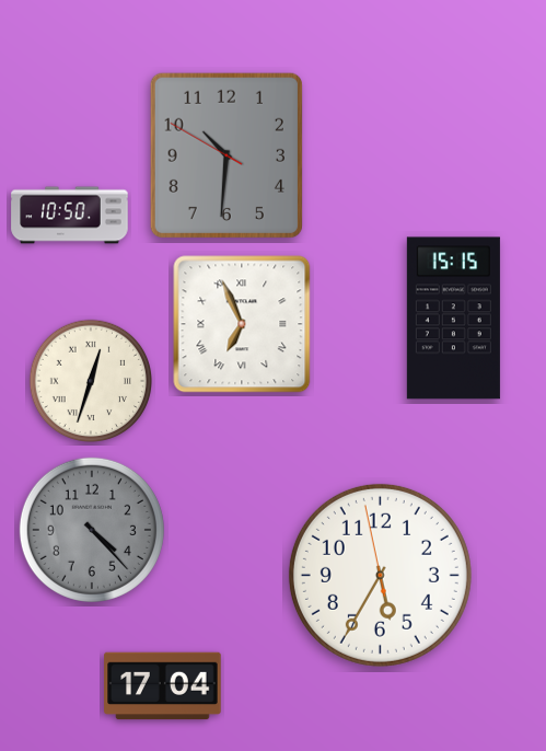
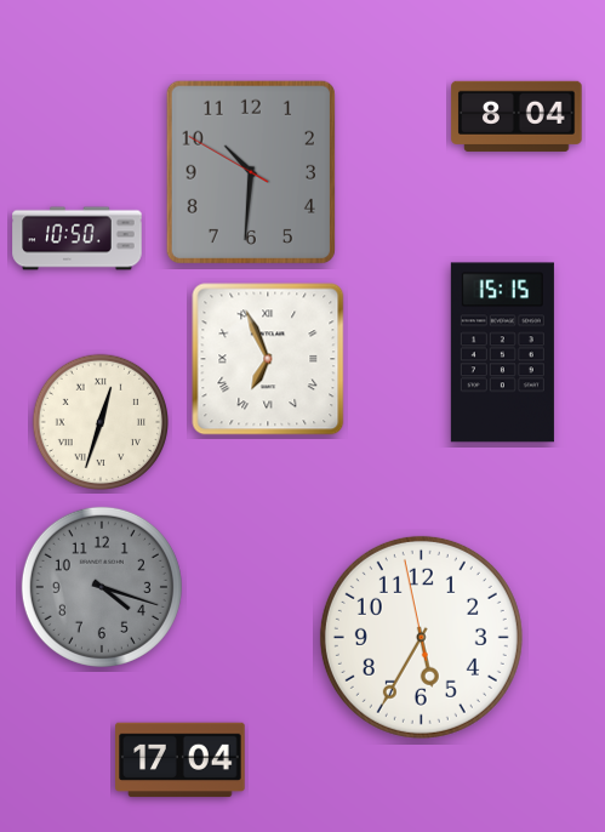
clock at (516, 116): none -> 8:04
clock at (92, 530): 4:23 -> 4:18
